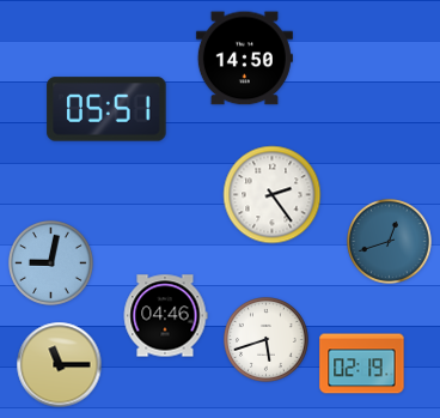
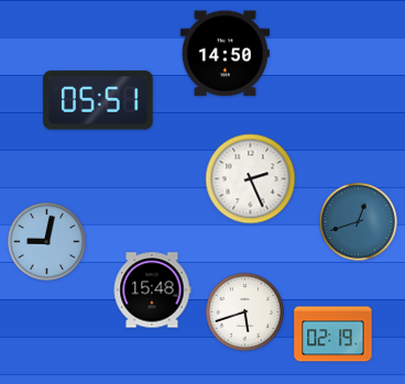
clock at (273, 195): 2:24 -> 2:26
clock at (165, 316): 04:46 -> 15:48
clock at (60, 365): 11:15 -> none
